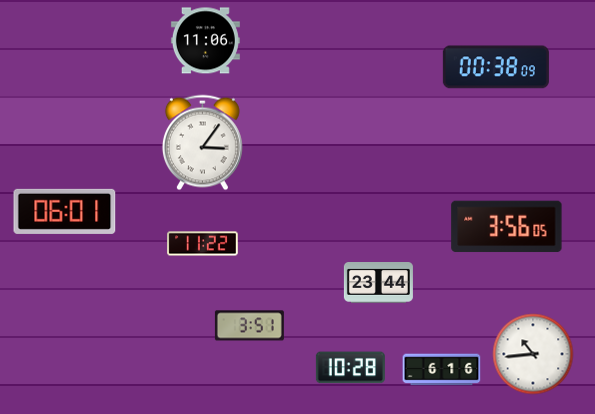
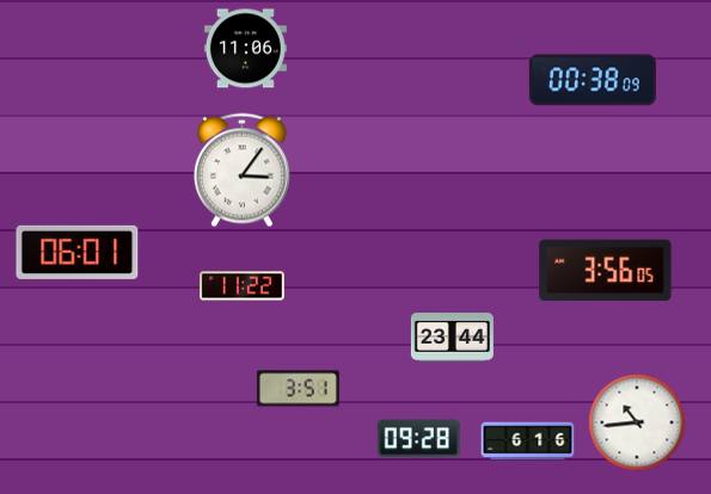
clock at (203, 244) position: (203, 244) -> (243, 286)
clock at (350, 368): 10:28 -> 09:28
